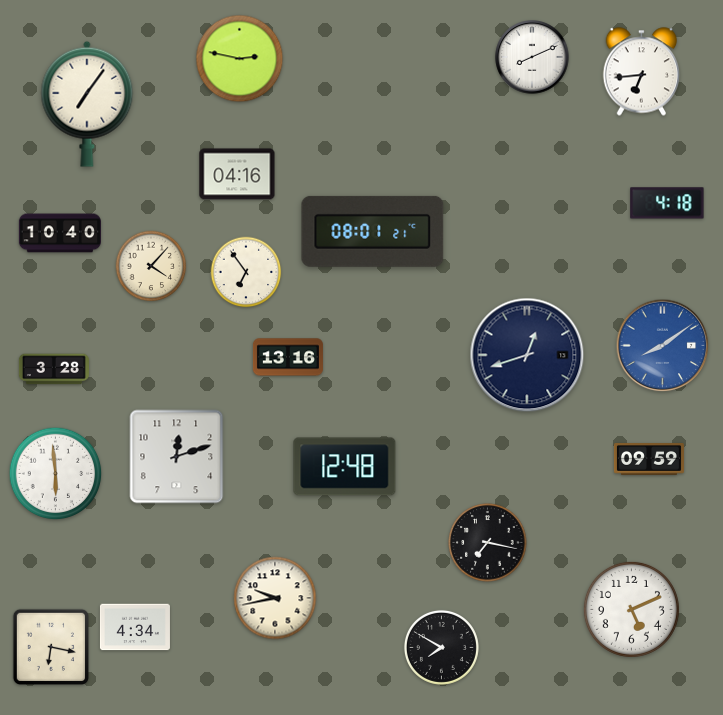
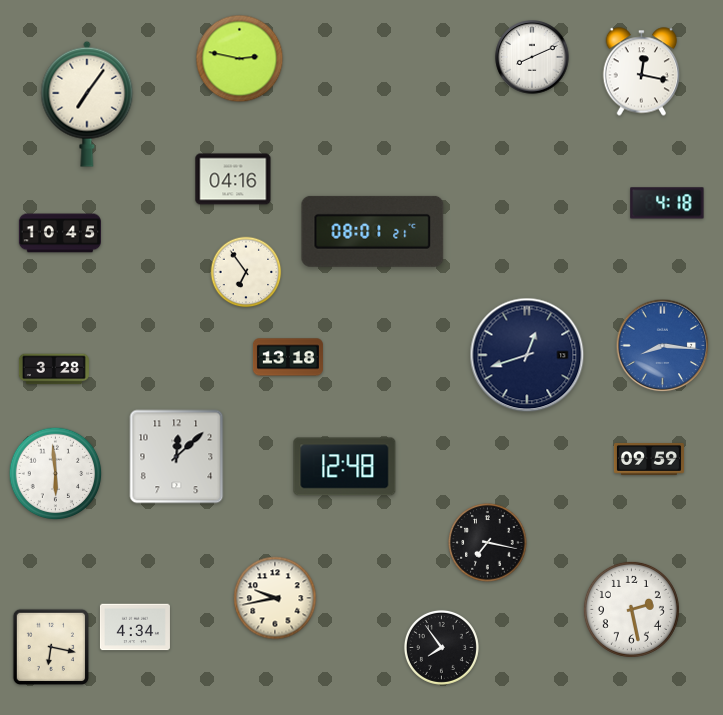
clock at (642, 72): 6:44 -> 12:17
clock at (237, 174) position: (237, 174) -> (233, 179)
clock at (60, 233): 10:40 -> 10:45
clock at (151, 266): 4:07 -> none
clock at (663, 346): 8:09 -> 8:16
clock at (288, 357): 13:16 -> 13:18
clock at (177, 457): 12:12 -> 12:08
clock at (631, 609): 5:11 -> 2:28
clock at (441, 647): 7:50 -> 7:54
